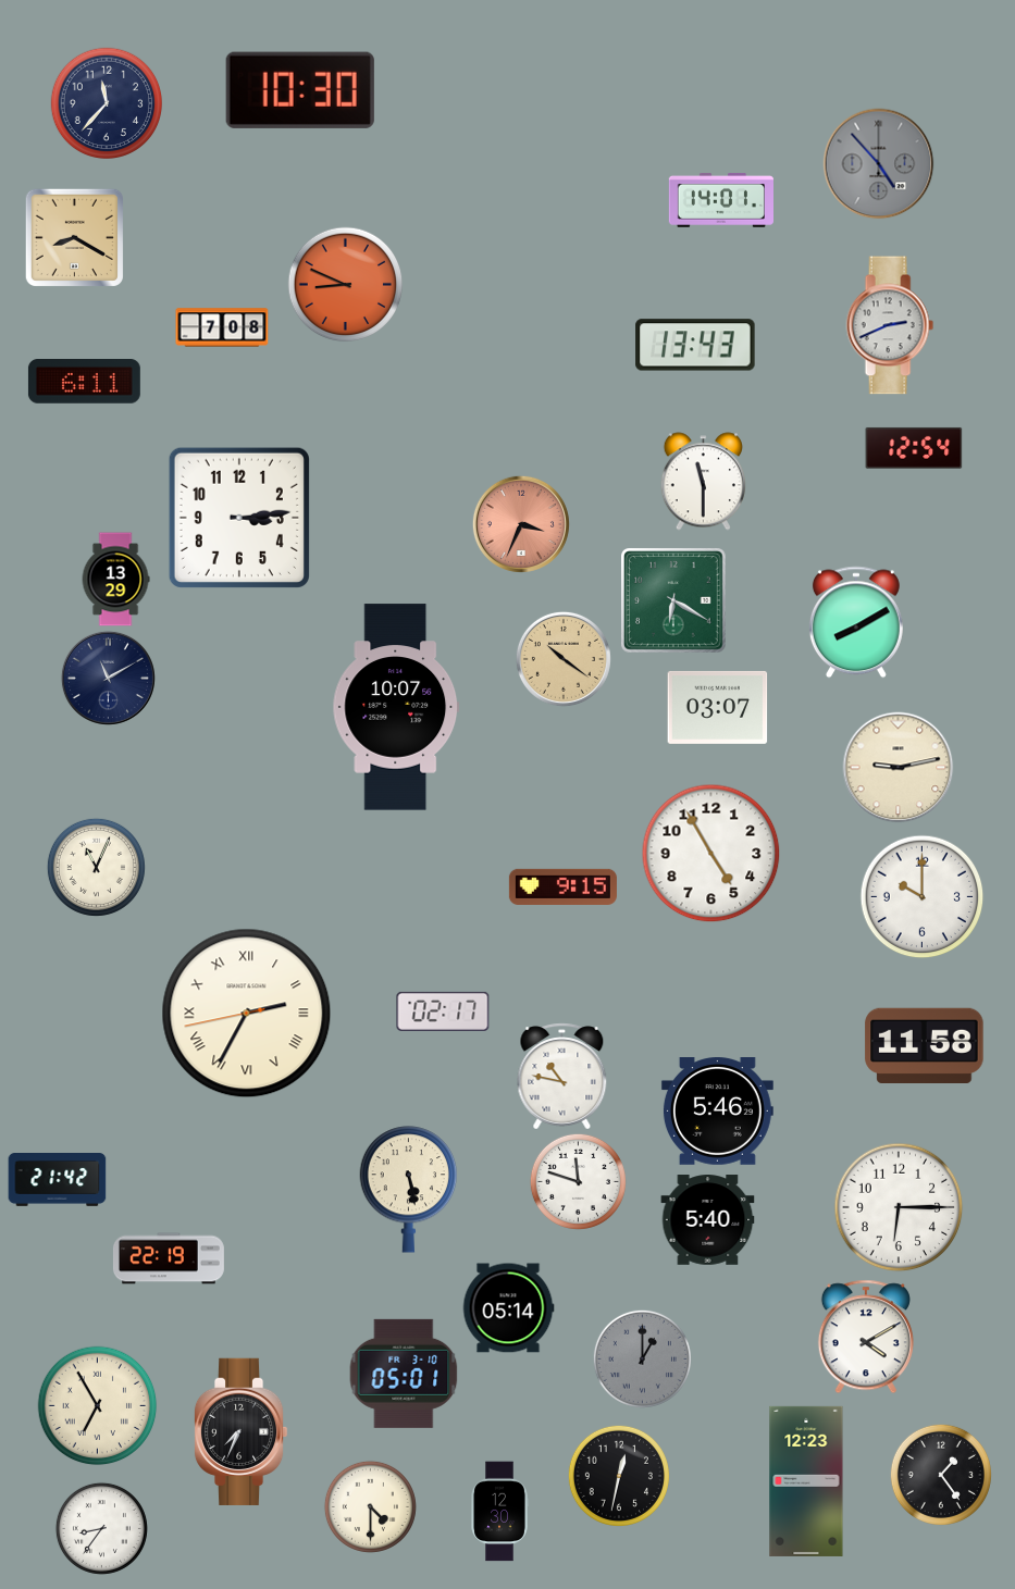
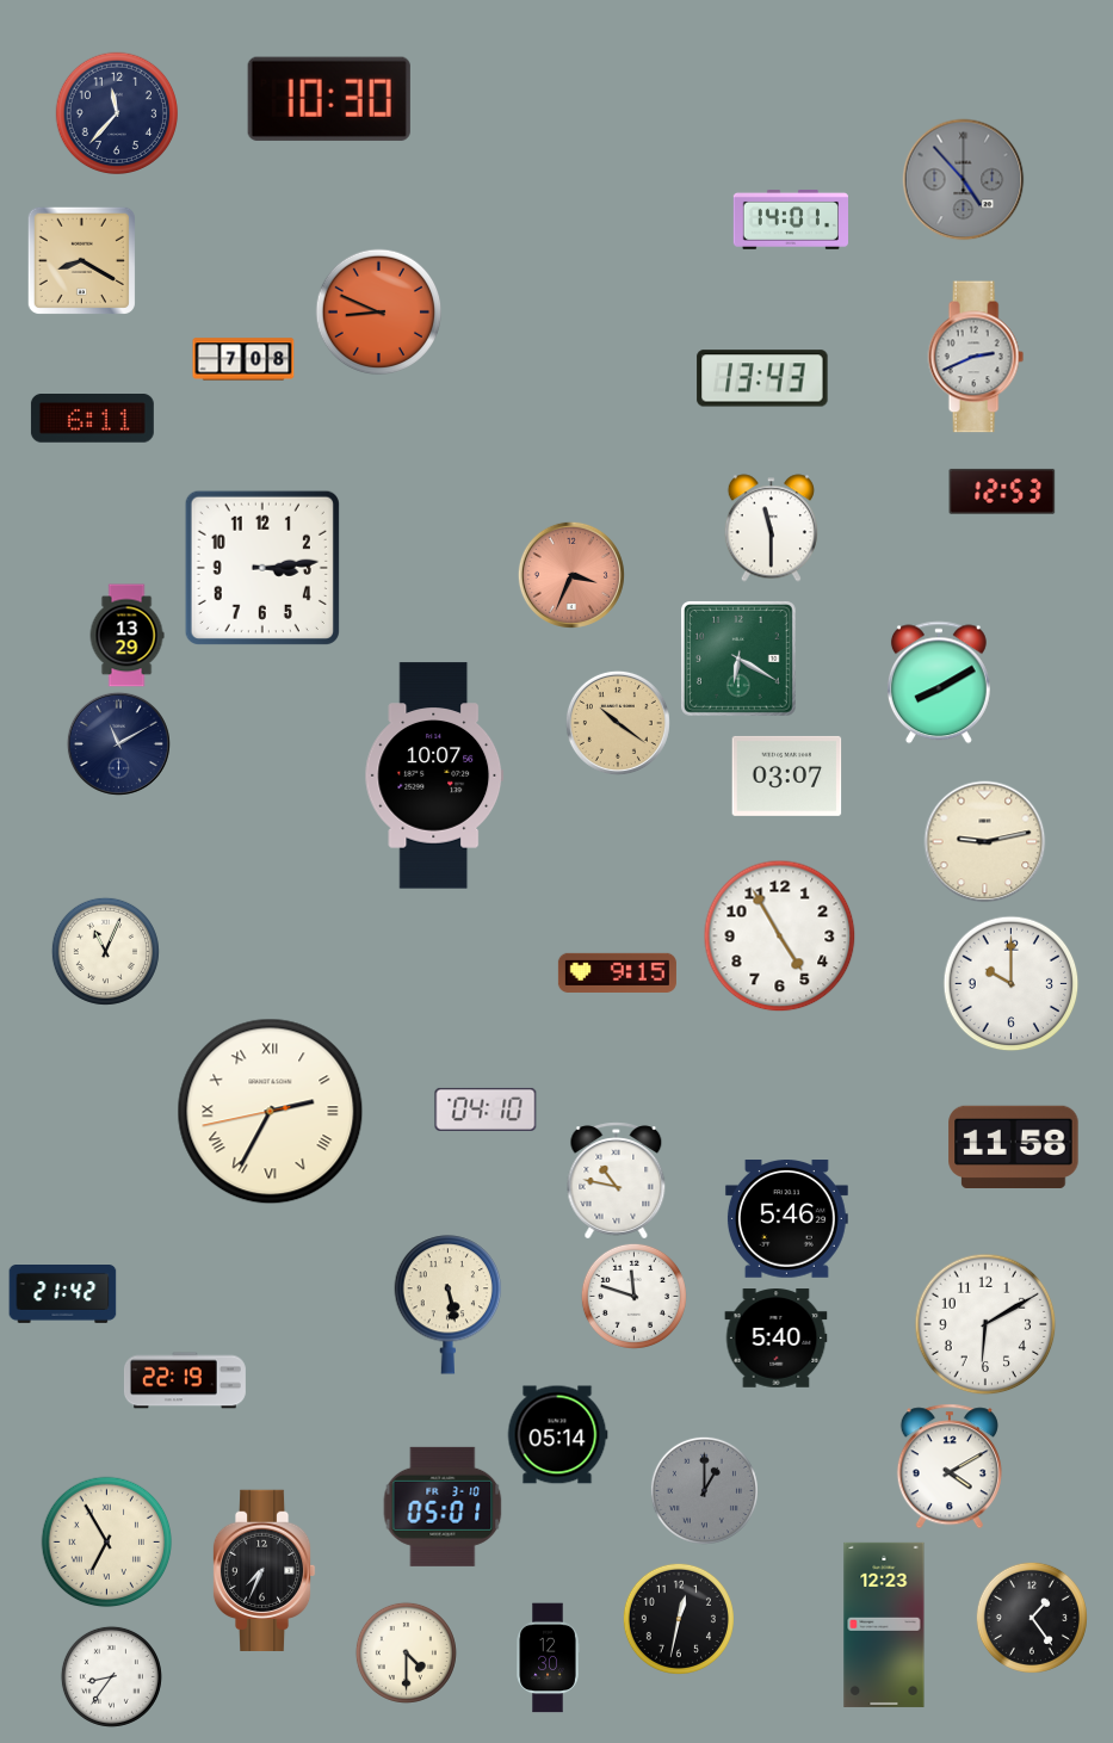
clock at (914, 448): 12:54 -> 12:53
clock at (443, 1011): 02:17 -> 04:10
clock at (899, 1207): 6:15 -> 6:10
